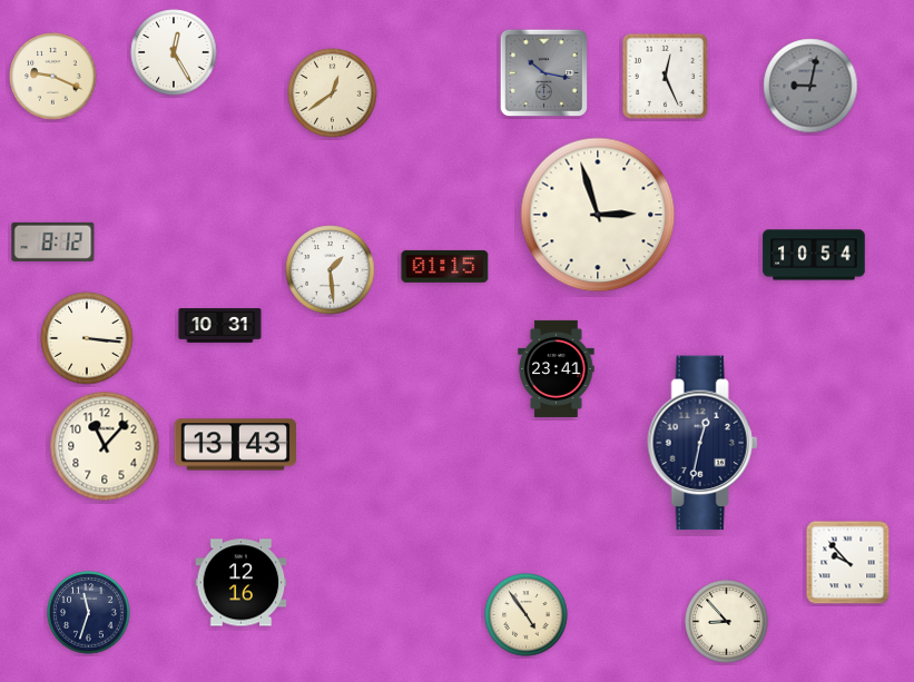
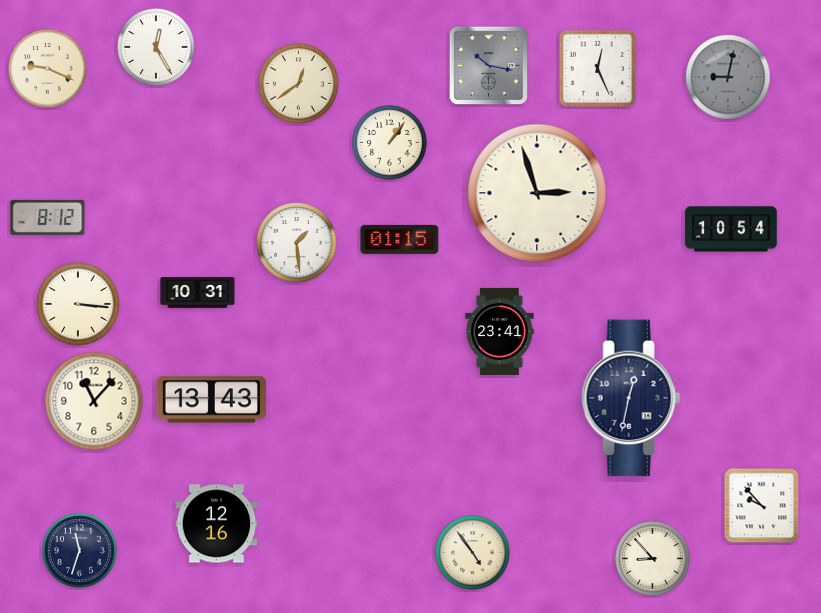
clock at (390, 143): none -> 1:06
